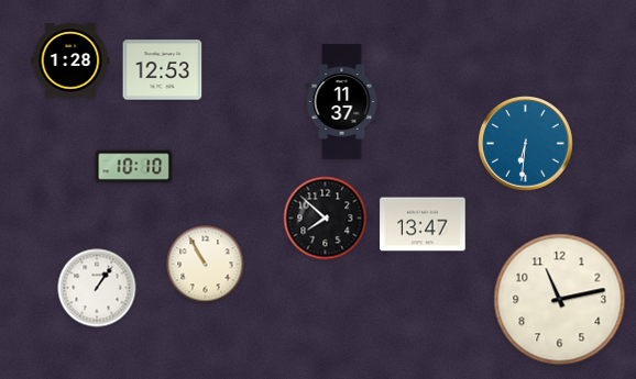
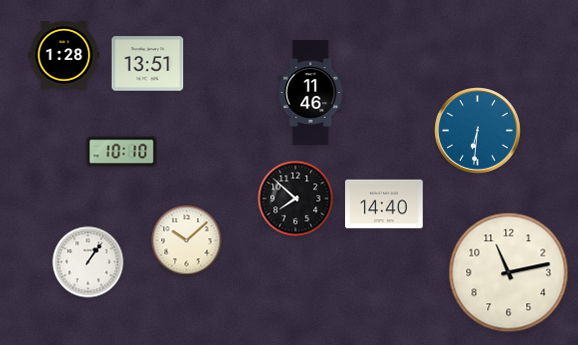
clock at (163, 70): 12:53 -> 13:51
clock at (342, 102): 11:37 -> 11:46
clock at (423, 224): 13:47 -> 14:40
clock at (206, 265): 10:55 -> 10:08
